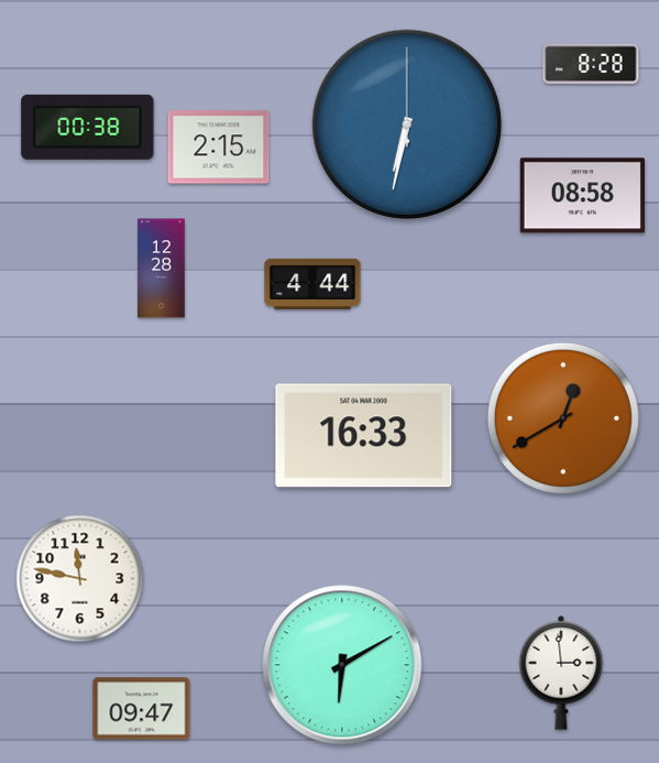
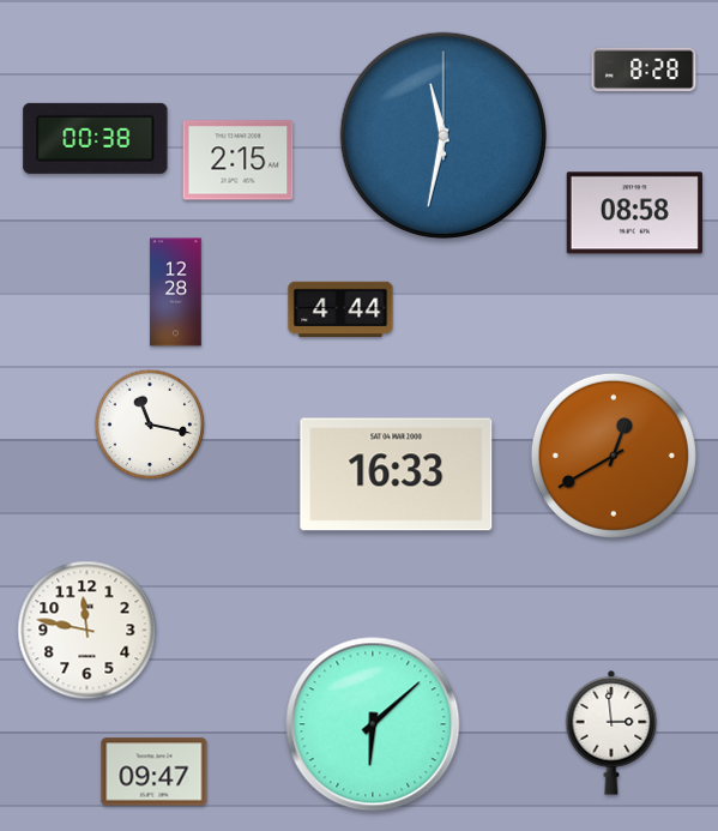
clock at (407, 124): 6:32 -> 11:32
clock at (150, 424): none -> 11:17
clock at (342, 665): 6:10 -> 6:08
